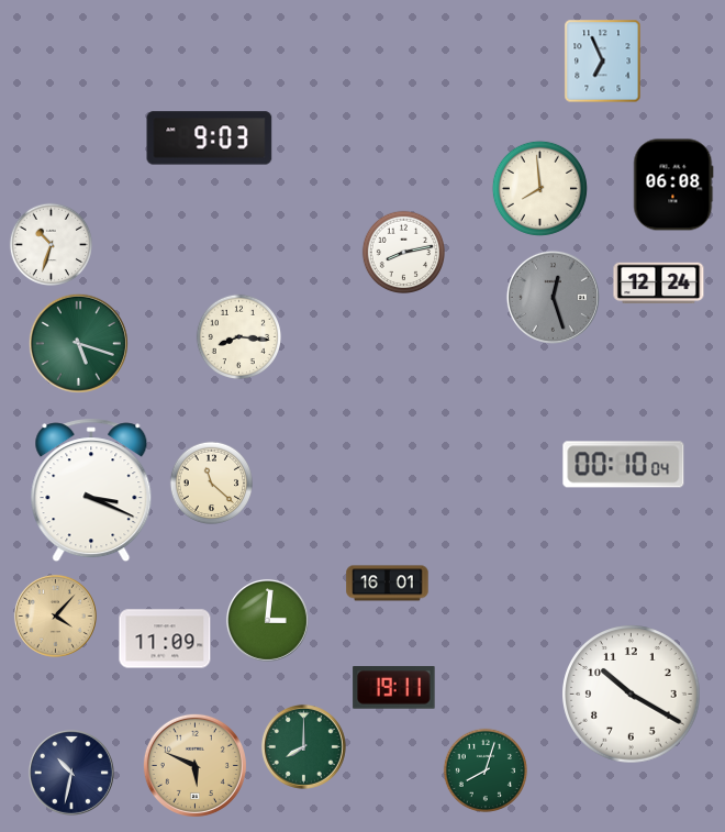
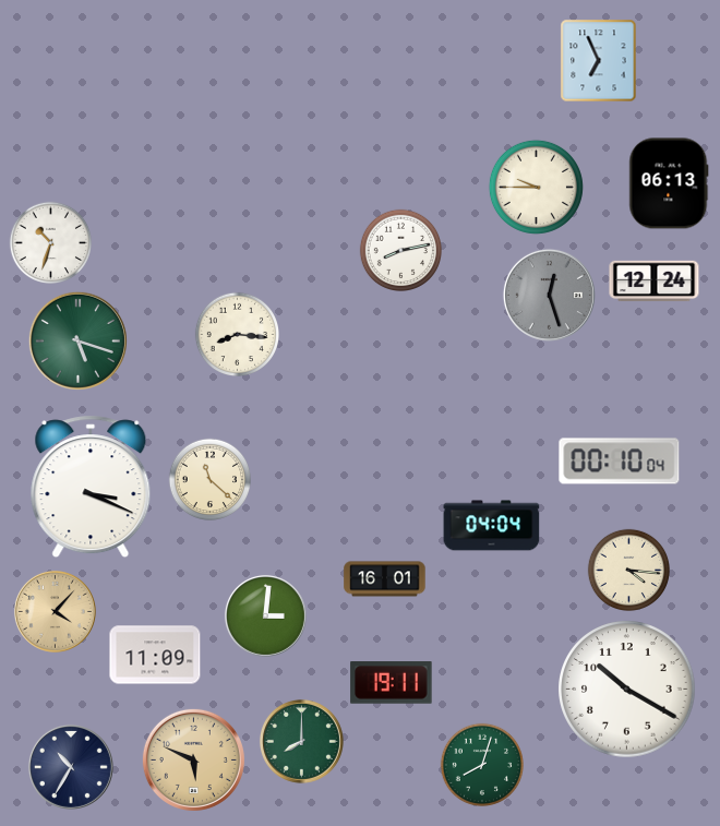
clock at (210, 138): 9:03 -> none
clock at (673, 185): 06:08 -> 06:13
clock at (539, 188): 7:59 -> 9:45
clock at (492, 526): none -> 04:04
clock at (629, 571): none -> 4:16
clock at (165, 639) position: (165, 639) -> (155, 655)
clock at (71, 773): 10:32 -> 10:35
